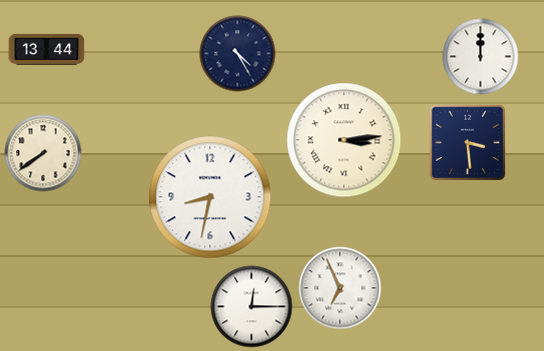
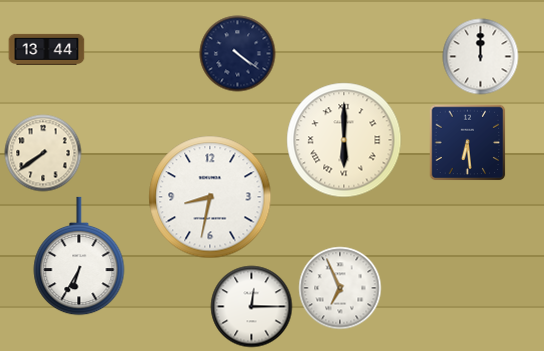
clock at (238, 54): 4:25 -> 4:21
clock at (344, 140): 3:14 -> 6:00
clock at (467, 142): 3:29 -> 6:29
clock at (79, 256): none -> 6:35
